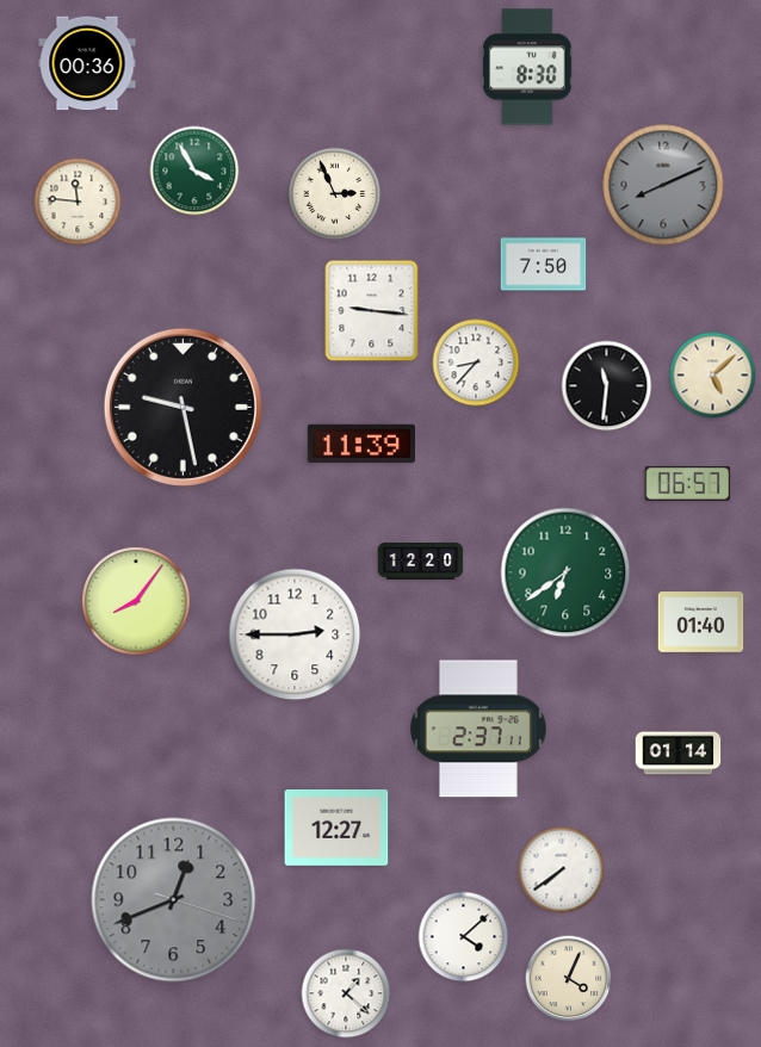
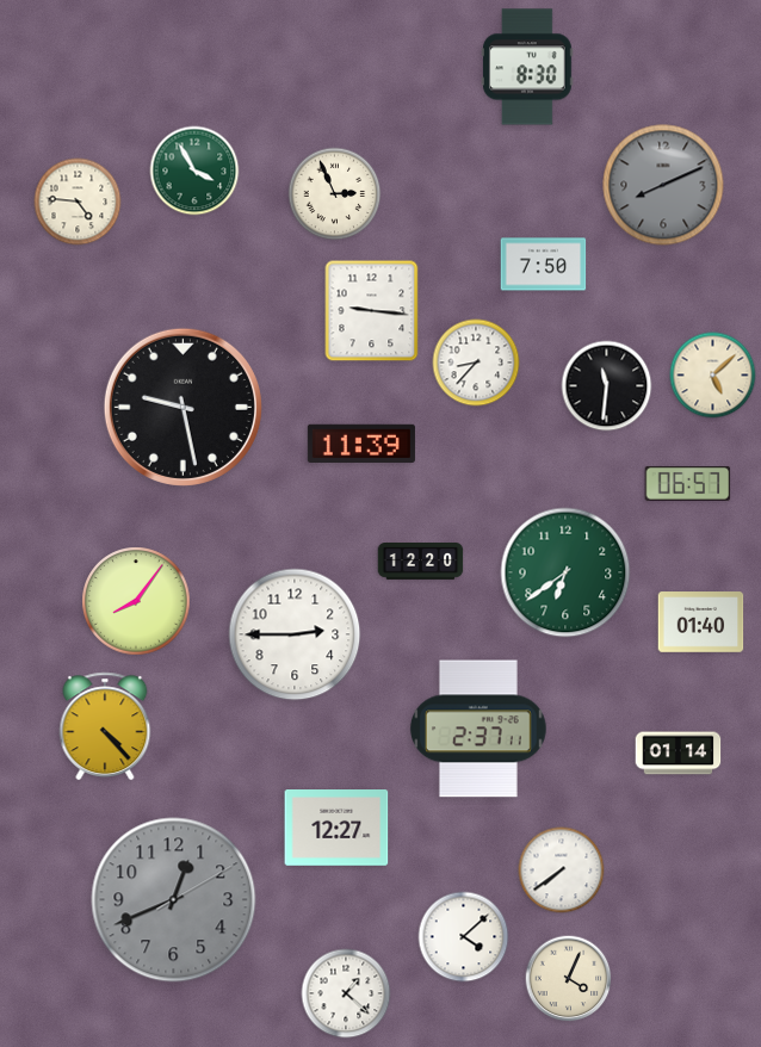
clock at (87, 63): 00:36 -> none
clock at (78, 202): 11:46 -> 4:46
clock at (105, 726): none -> 4:23
clock at (174, 900): 12:41:18 -> 12:41:10
